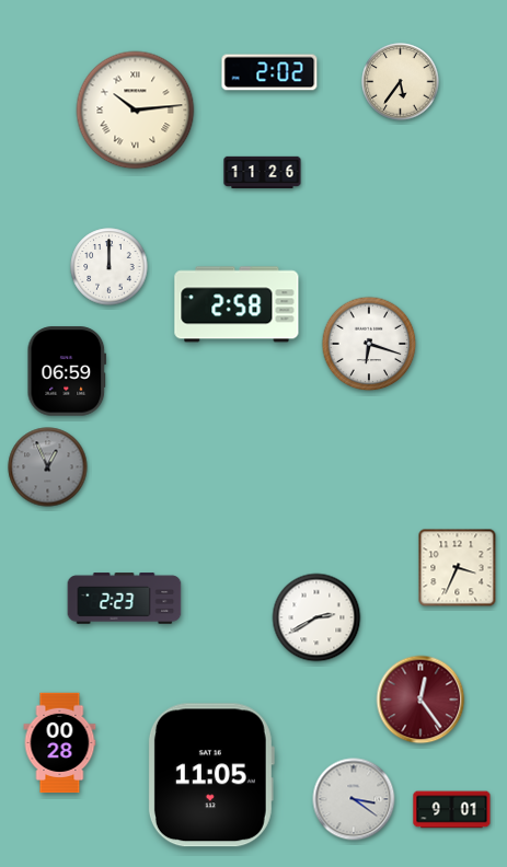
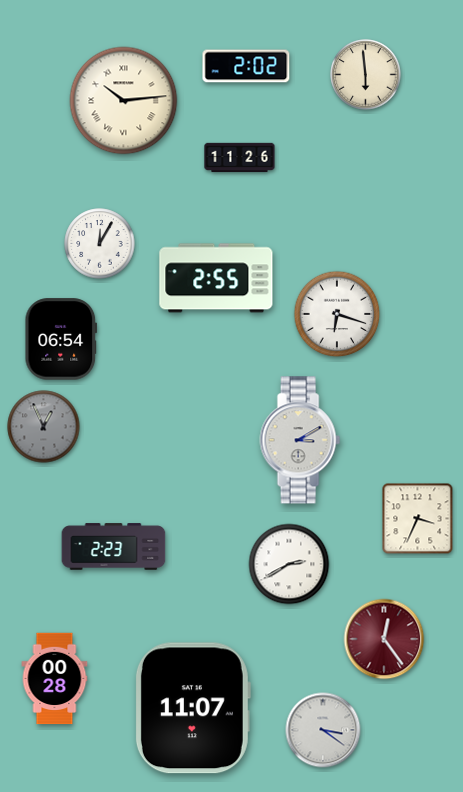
clock at (401, 82): 5:36 -> 5:59
clock at (110, 267): 12:00 -> 12:05
clock at (237, 304): 2:58 -> 2:55
clock at (67, 371): 06:59 -> 06:54
clock at (300, 440): none -> 3:10
clock at (210, 775): 11:05 -> 11:07
clock at (452, 810): 9:01 -> none
